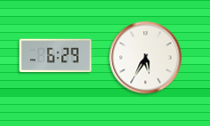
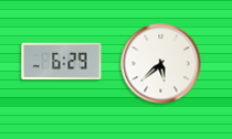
clock at (146, 58): 5:35 -> 5:38
